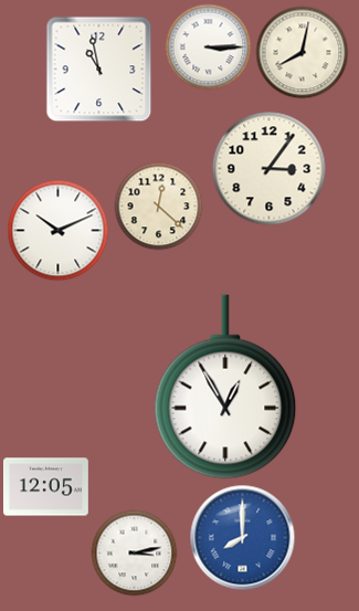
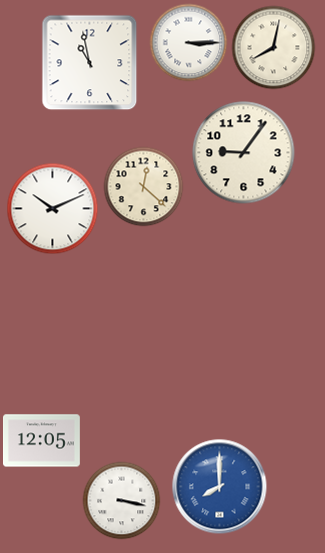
clock at (270, 169): 3:06 -> 9:06
clock at (225, 387): 12:55 -> none
clock at (134, 552): 3:13 -> 3:17
